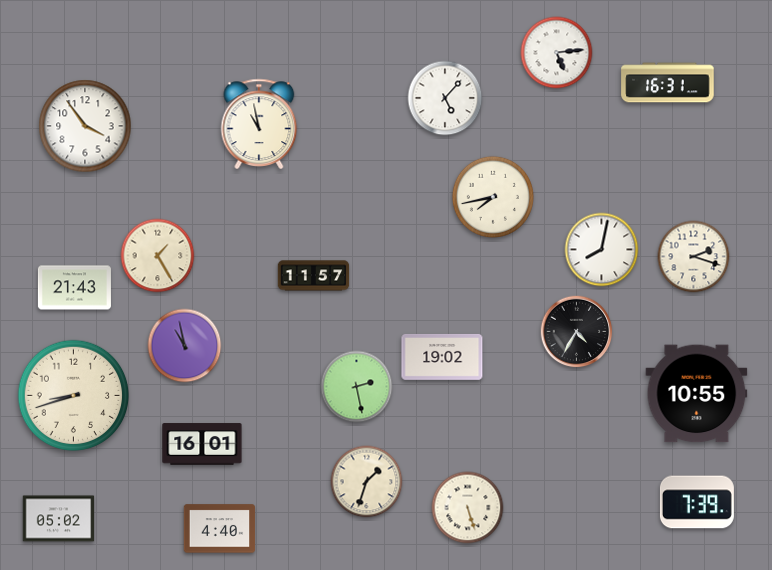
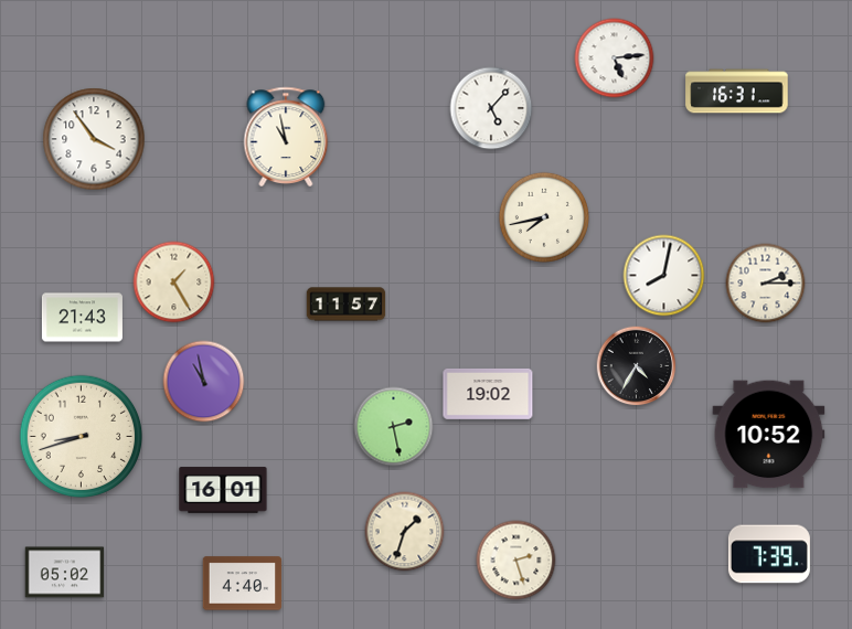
clock at (694, 257): 2:18 -> 2:15
clock at (697, 394): 10:55 -> 10:52
clock at (468, 508): 5:27 -> 2:27
